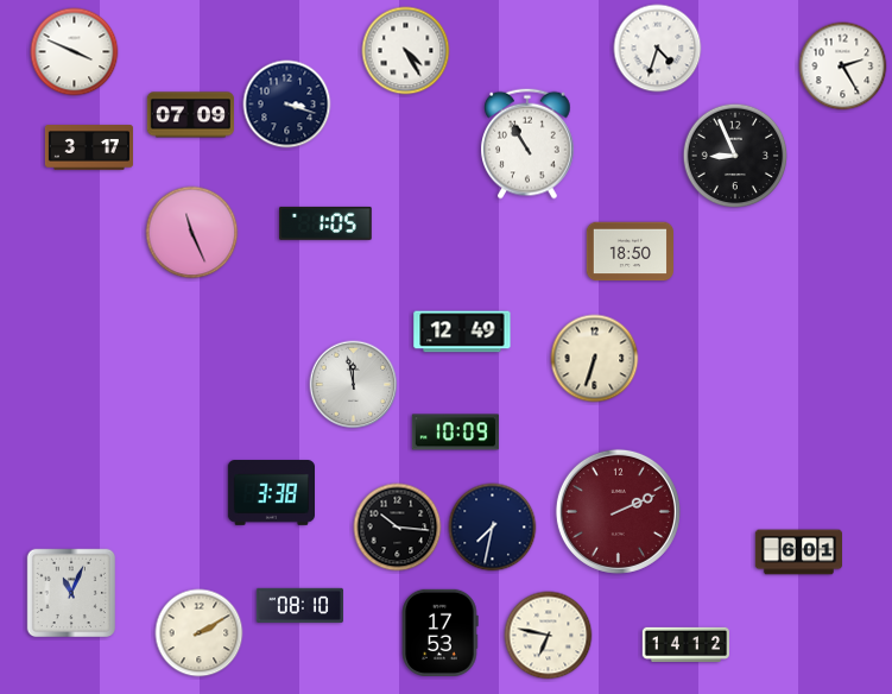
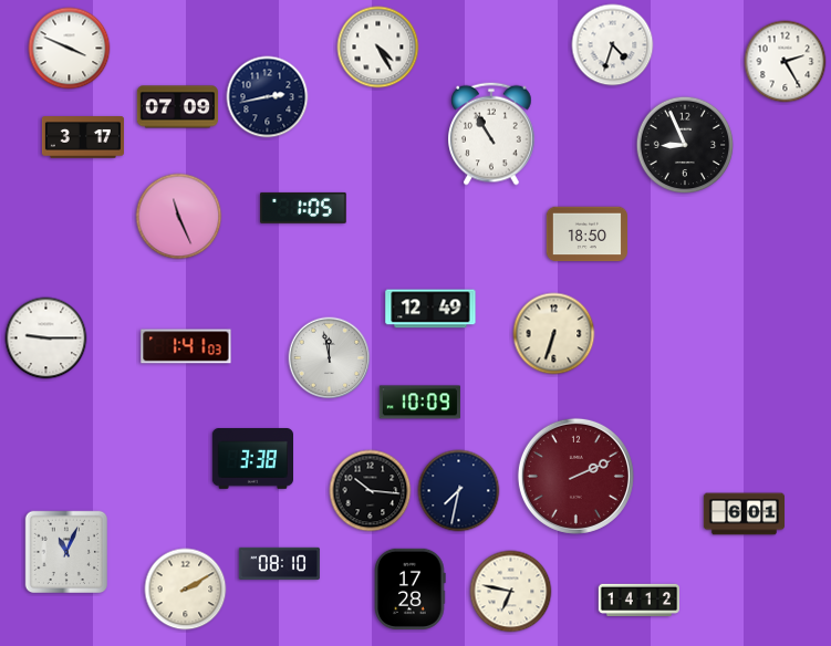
clock at (287, 105): 3:18 -> 2:43
clock at (46, 338): none -> 9:15
clock at (186, 346): none -> 1:41
clock at (455, 433) position: (455, 433) -> (419, 403)
clock at (441, 632): 17:53 -> 17:28
